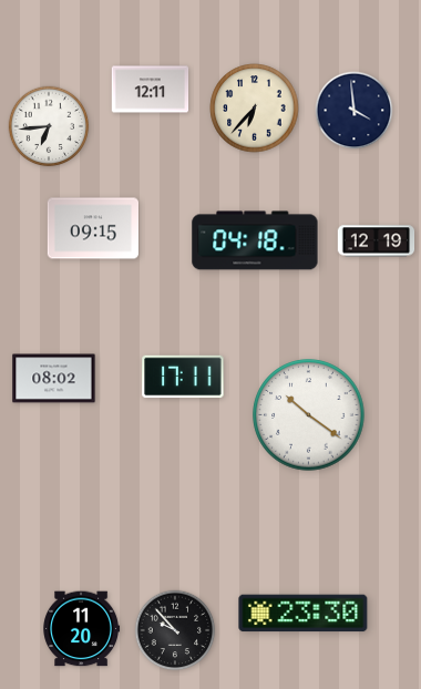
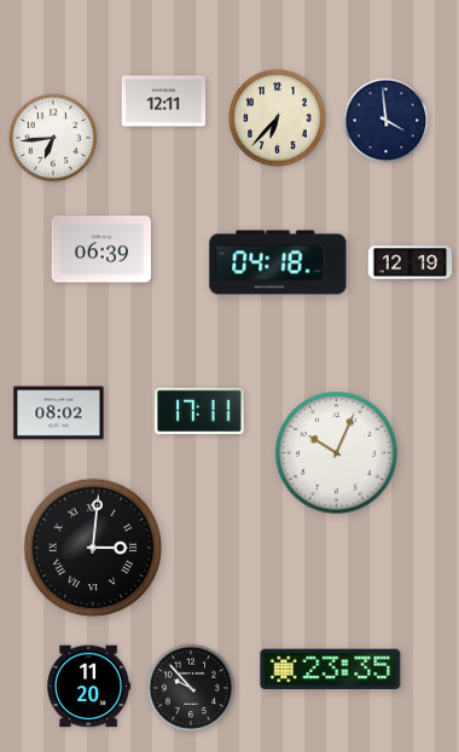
clock at (151, 90) position: (151, 90) -> (164, 102)
clock at (92, 228): 09:15 -> 06:39
clock at (309, 415): 10:21 -> 10:04
clock at (93, 548): none -> 3:01
clock at (304, 614): 23:30 -> 23:35
